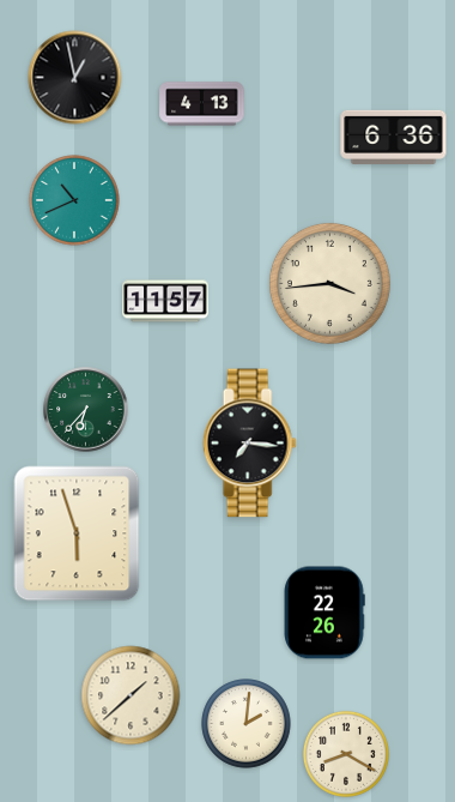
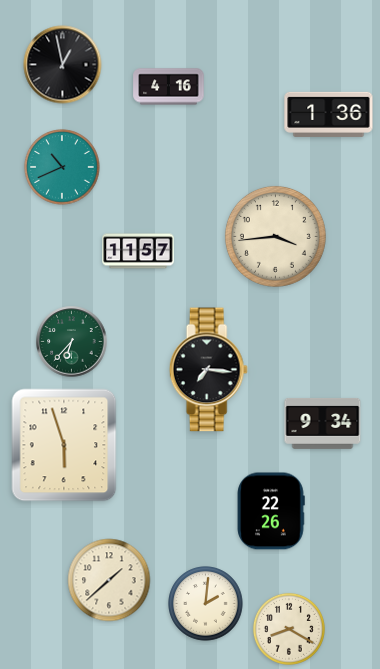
clock at (202, 104): 4:13 -> 4:16
clock at (394, 137): 6:36 -> 1:36
clock at (323, 423): none -> 9:34
